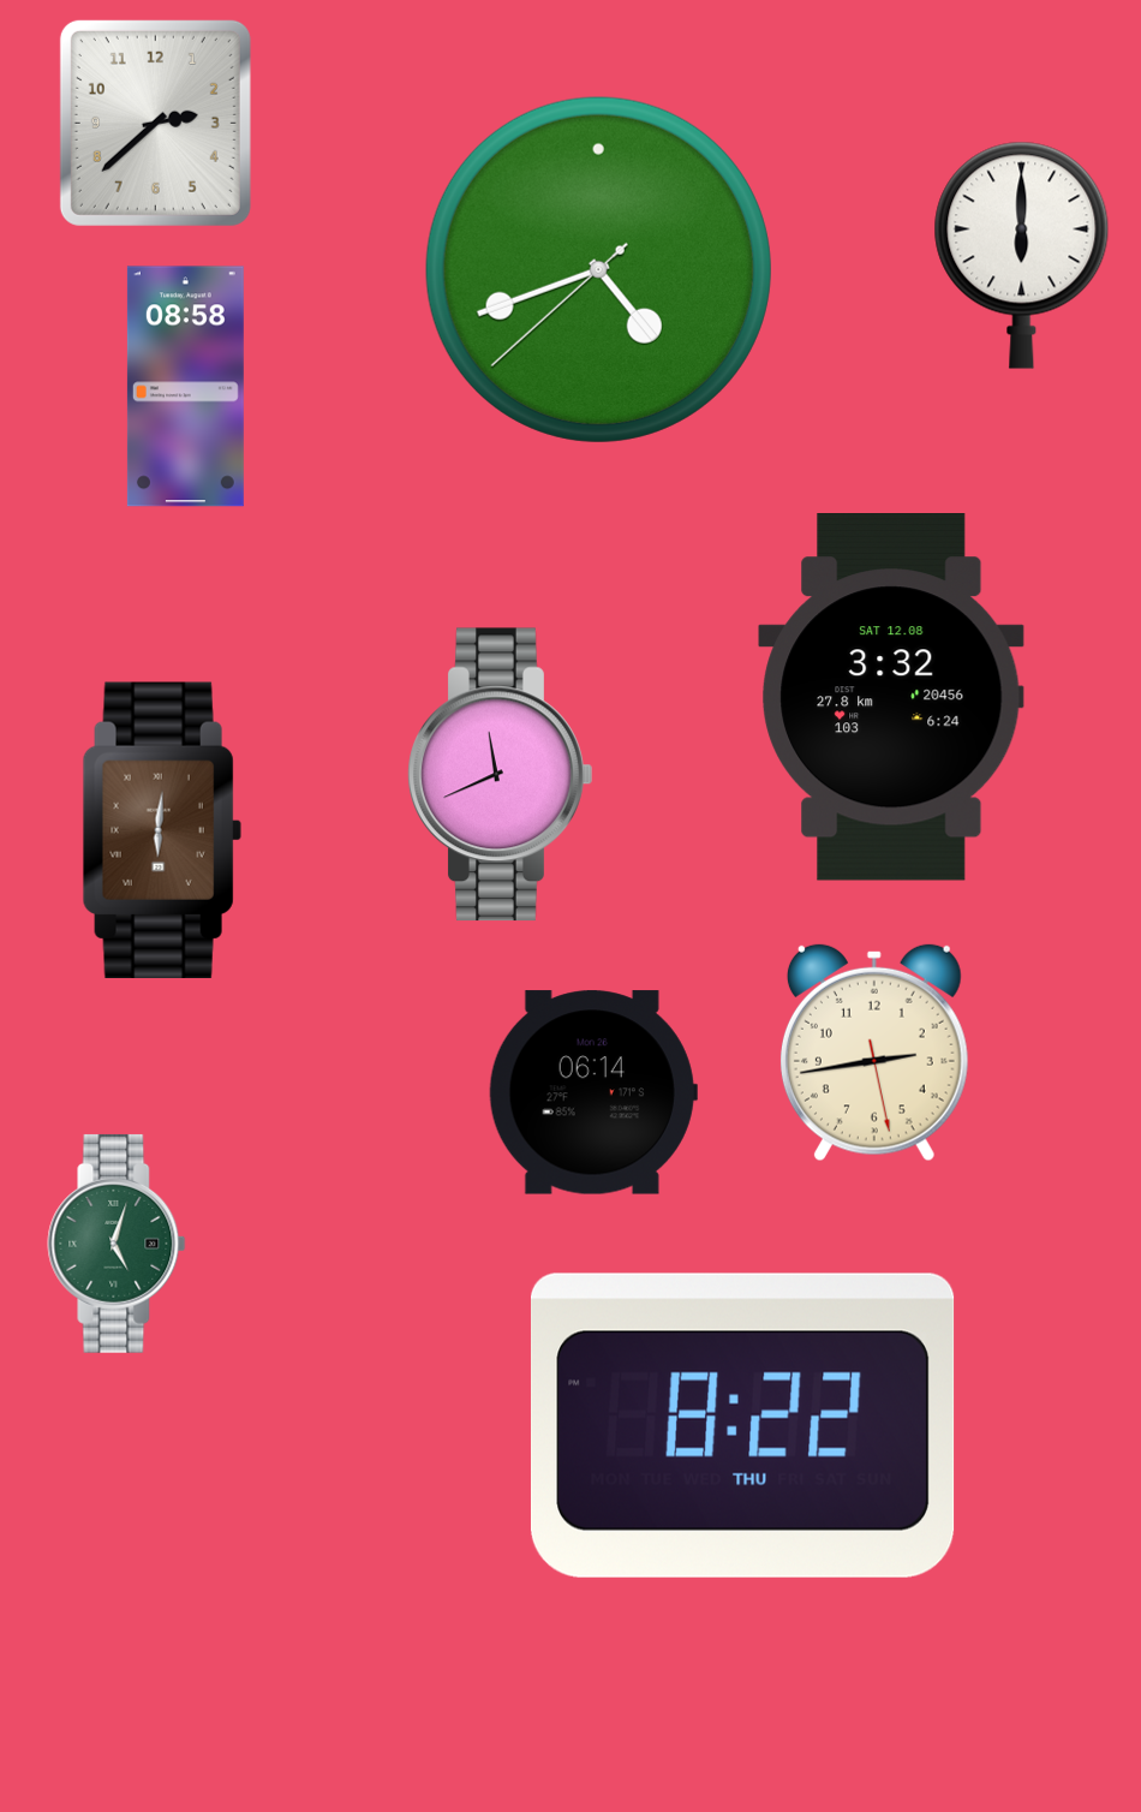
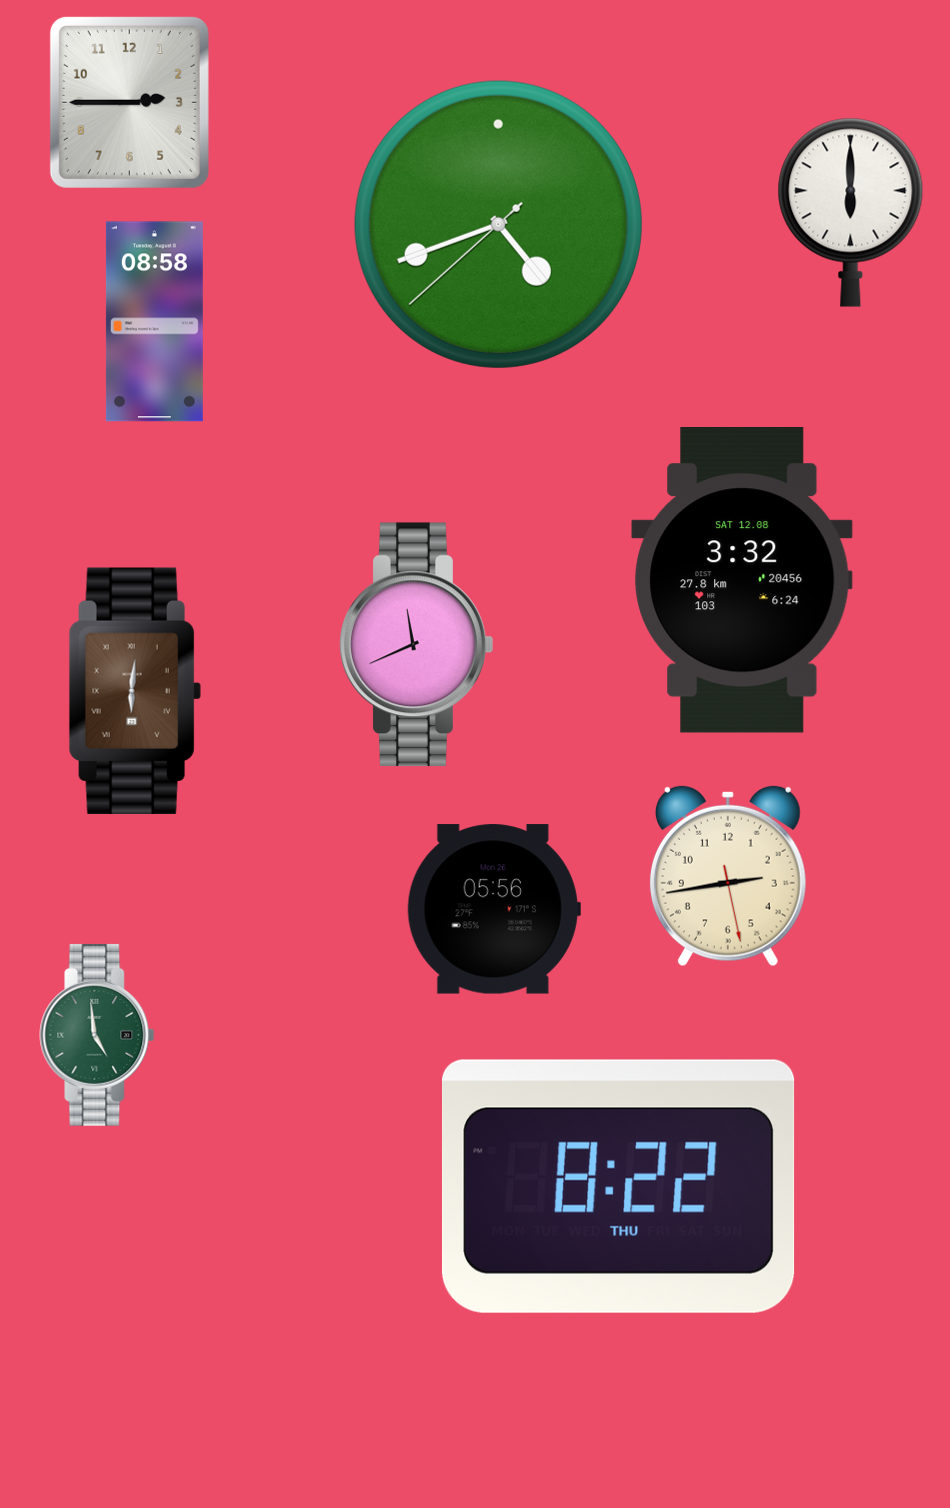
clock at (155, 123): 2:38 -> 2:45
clock at (593, 1092): 06:14 -> 05:56
clock at (117, 1244): 5:03 -> 4:59
